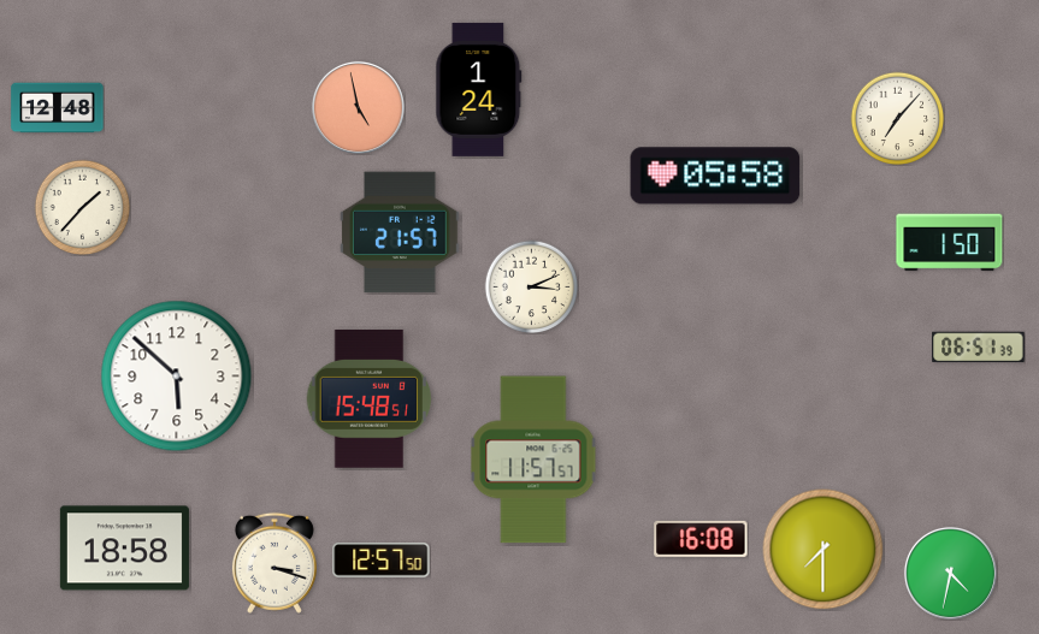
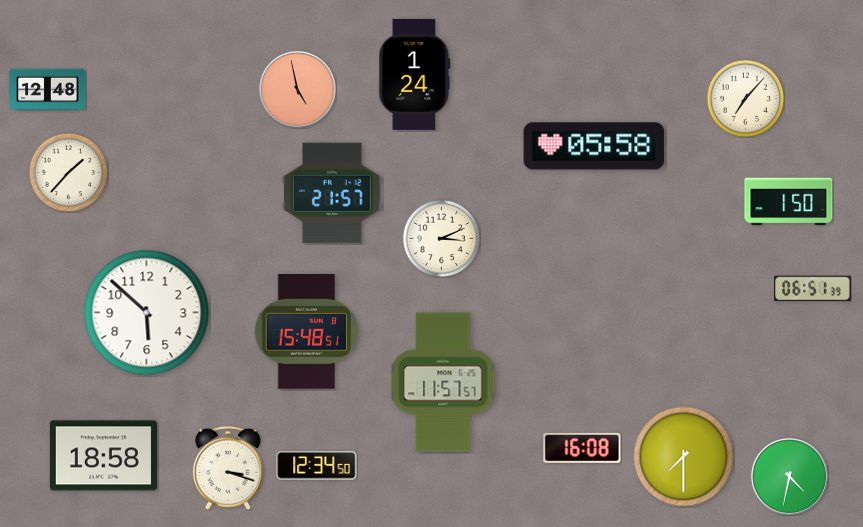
clock at (479, 89) position: (479, 89) -> (415, 74)
clock at (382, 561): 12:57 -> 12:34
